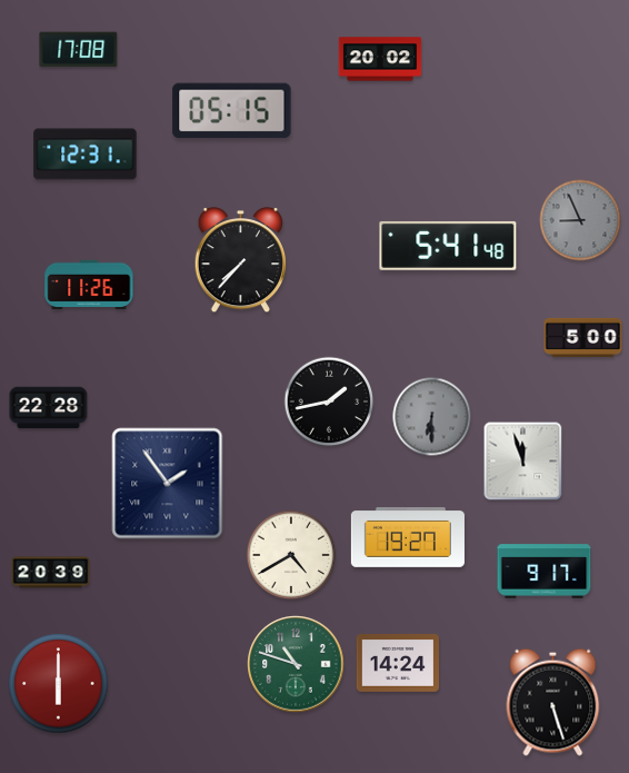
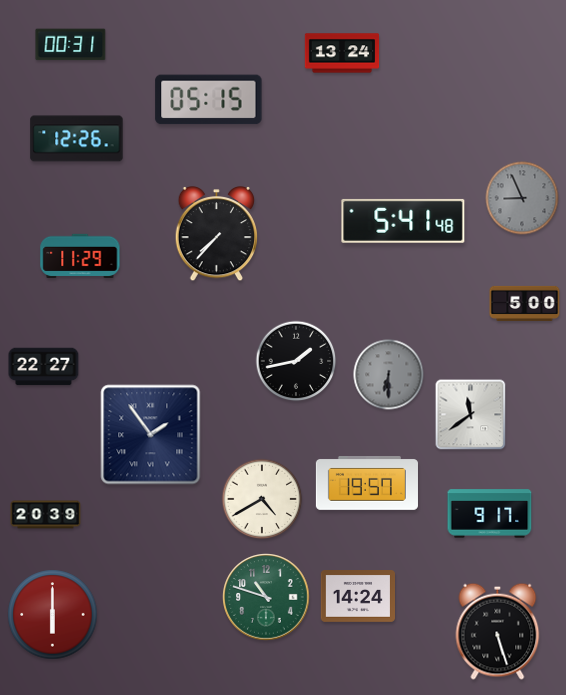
clock at (79, 50): 17:08 -> 00:31
clock at (380, 59): 20:02 -> 13:24
clock at (86, 155): 12:31 -> 12:26
clock at (89, 284): 11:26 -> 11:29
clock at (49, 408): 22:28 -> 22:27
clock at (523, 462): 11:57 -> 11:39
clock at (408, 538): 19:27 -> 19:57
